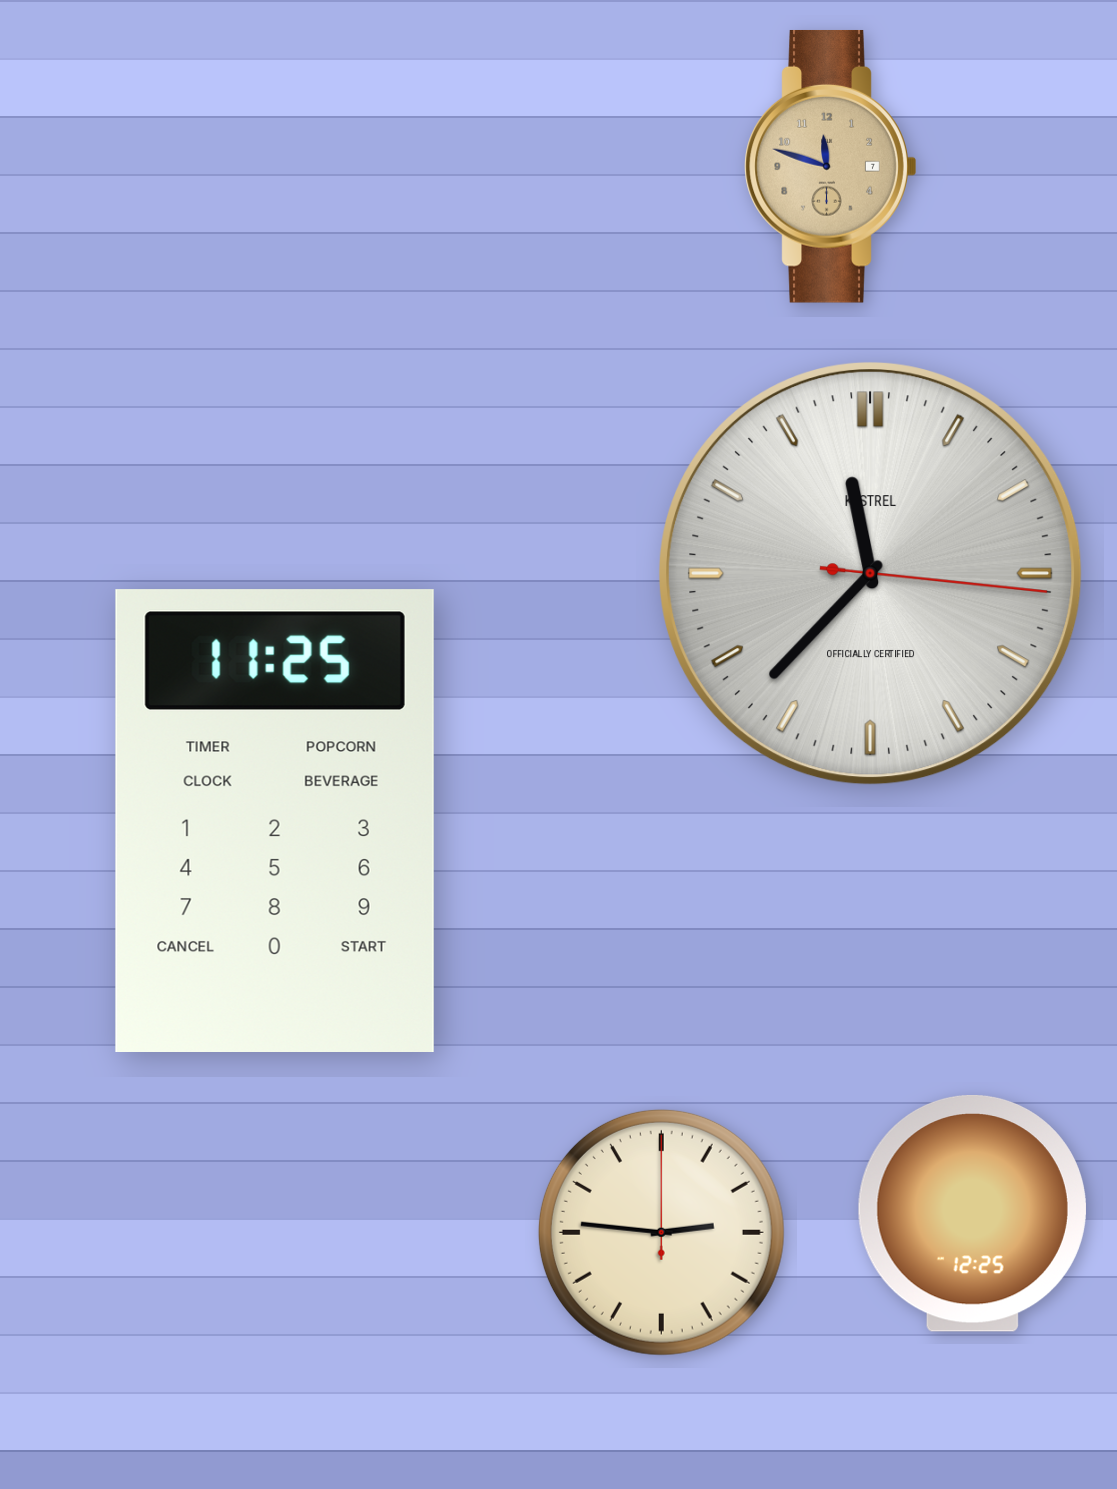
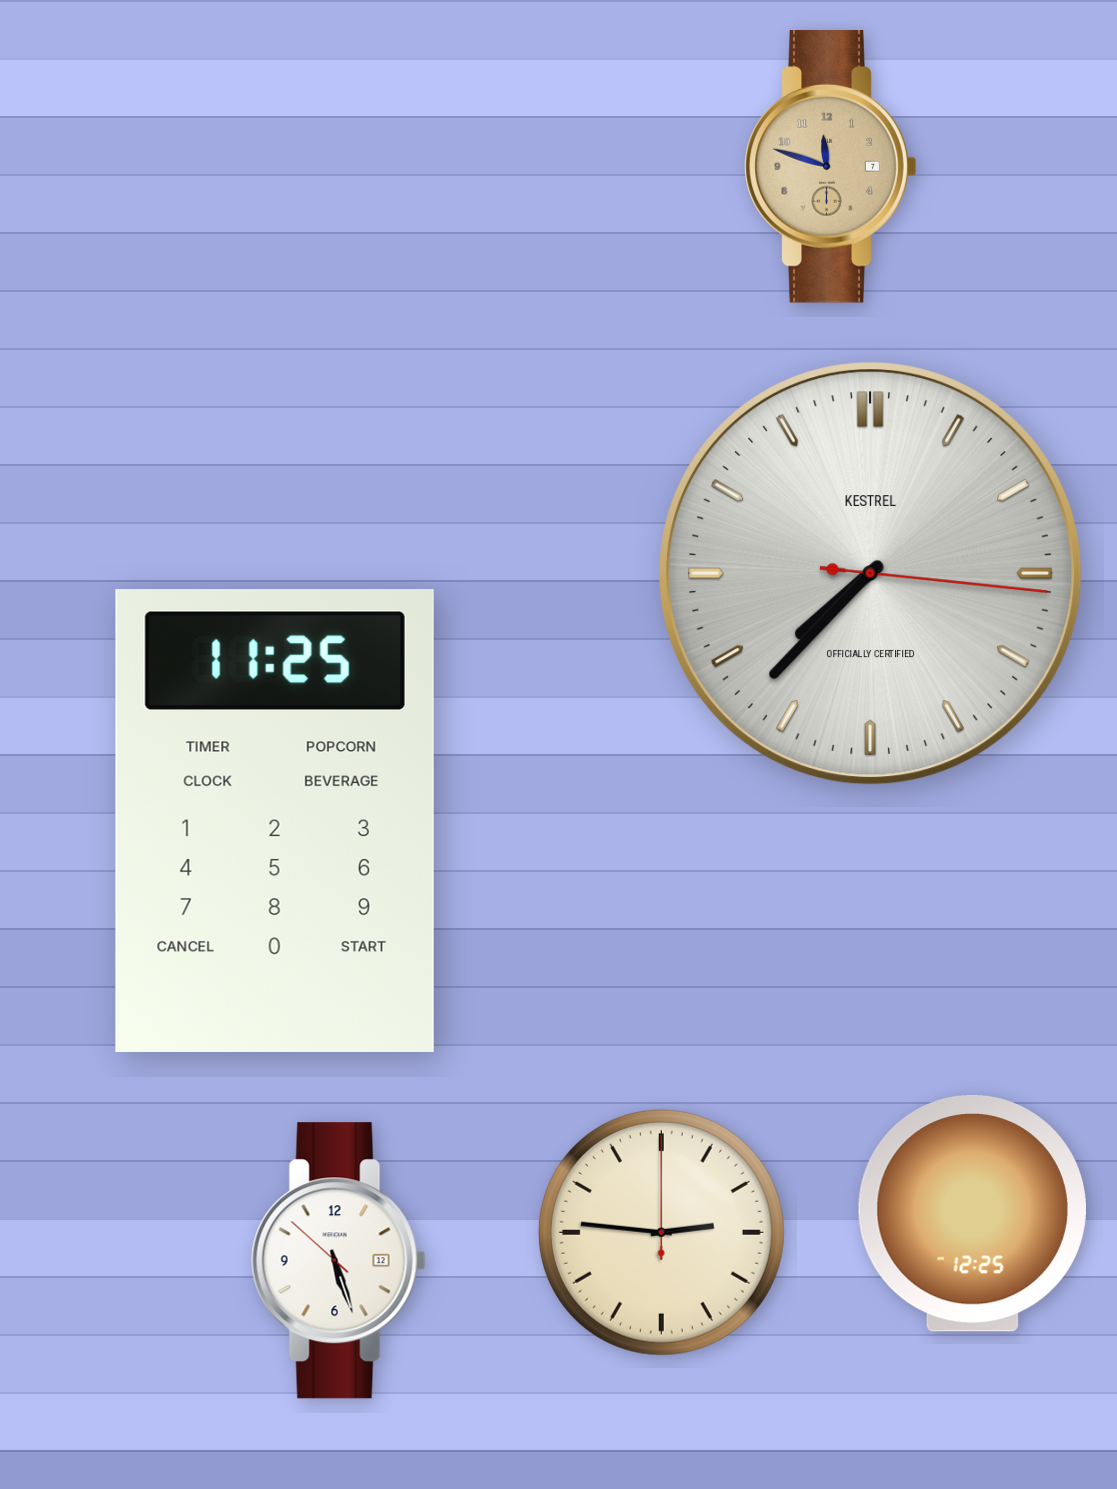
clock at (871, 574): 11:37 -> 7:37
clock at (338, 1261): none -> 5:26
